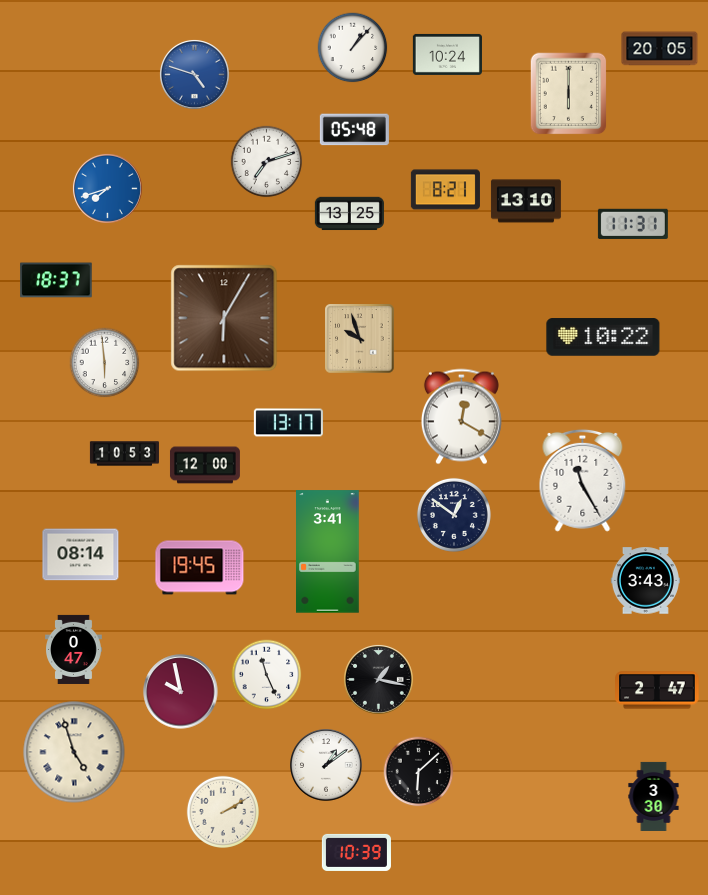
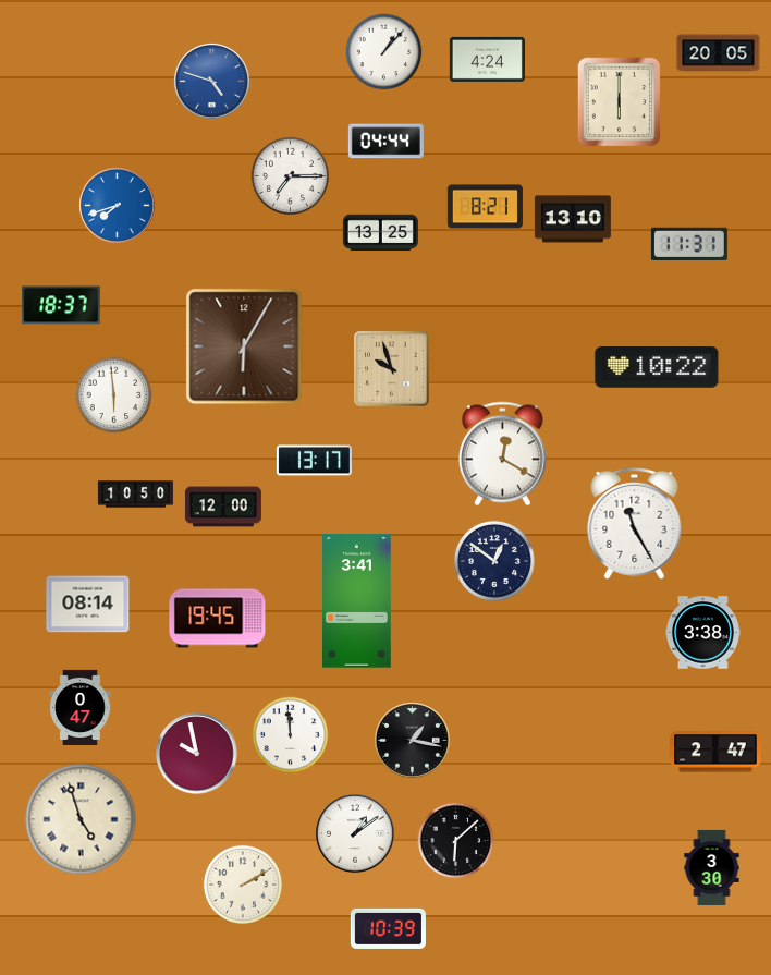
clock at (447, 54): 10:24 -> 4:24
clock at (354, 130): 05:48 -> 04:44
clock at (267, 162): 7:12 -> 7:15
clock at (124, 454): 10:53 -> 10:50
clock at (645, 581): 3:43 -> 3:38
clock at (267, 675): 11:26 -> 11:59
